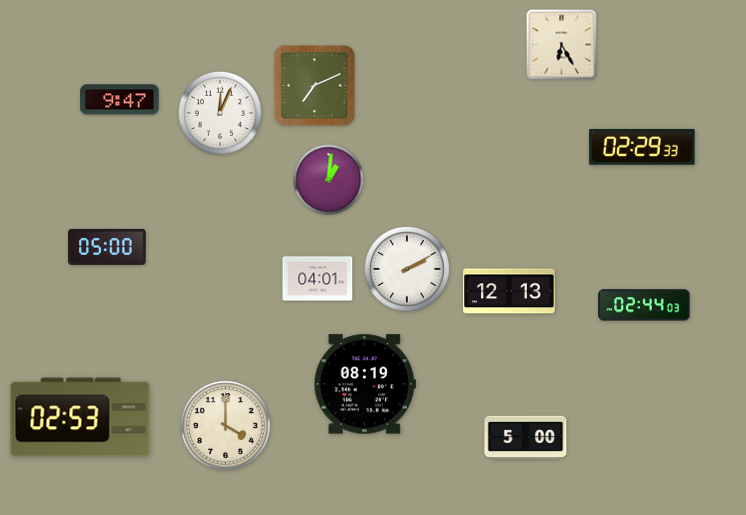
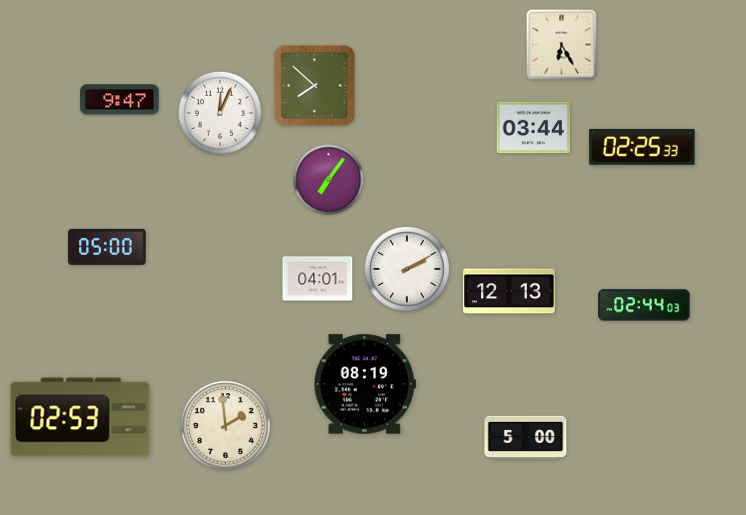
clock at (314, 85): 7:11 -> 7:52
clock at (534, 128): none -> 03:44
clock at (642, 147): 02:29 -> 02:25
clock at (329, 180): 1:01 -> 7:06
clock at (226, 426): 4:00 -> 1:59
